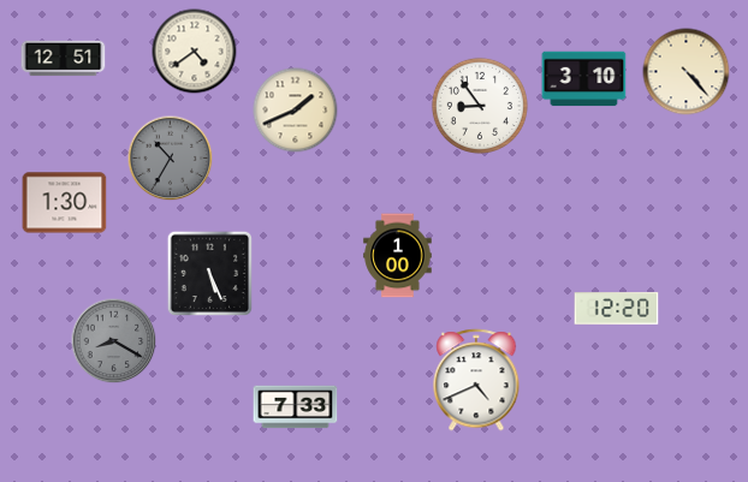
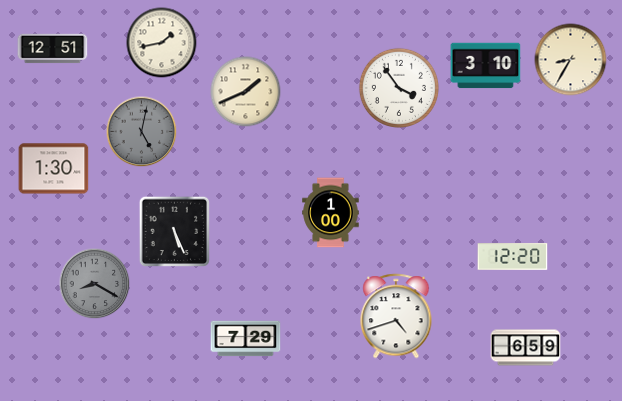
clock at (195, 52): 4:39 -> 1:43
clock at (687, 72): 4:23 -> 8:35
clock at (480, 106): 8:54 -> 3:54
clock at (171, 159): 10:35 -> 5:02
clock at (210, 273) position: (210, 273) -> (175, 231)
clock at (476, 380): 4:41 -> 4:42
clock at (296, 407): 7:33 -> 7:29
clock at (526, 348): none -> 6:59
